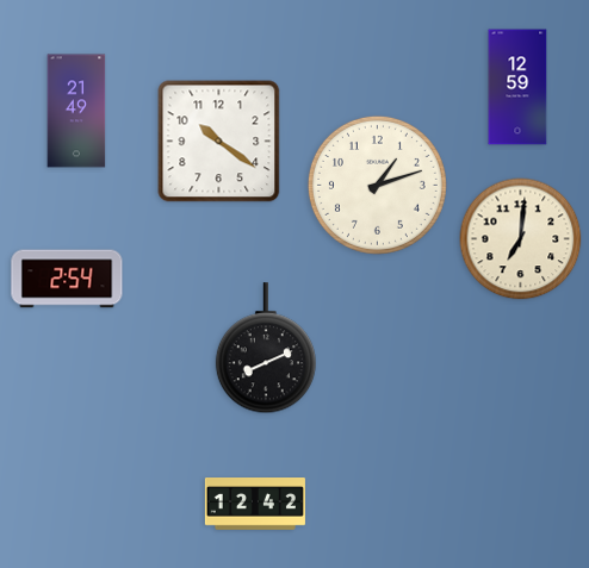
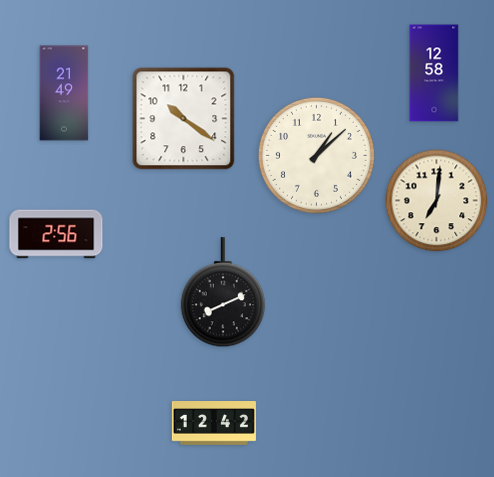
clock at (517, 87): 12:59 -> 12:58
clock at (377, 185): 1:12 -> 1:08
clock at (67, 279): 2:54 -> 2:56
